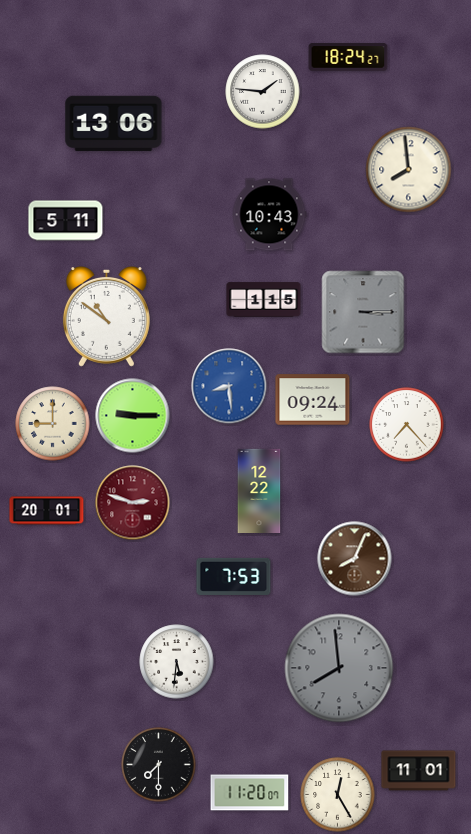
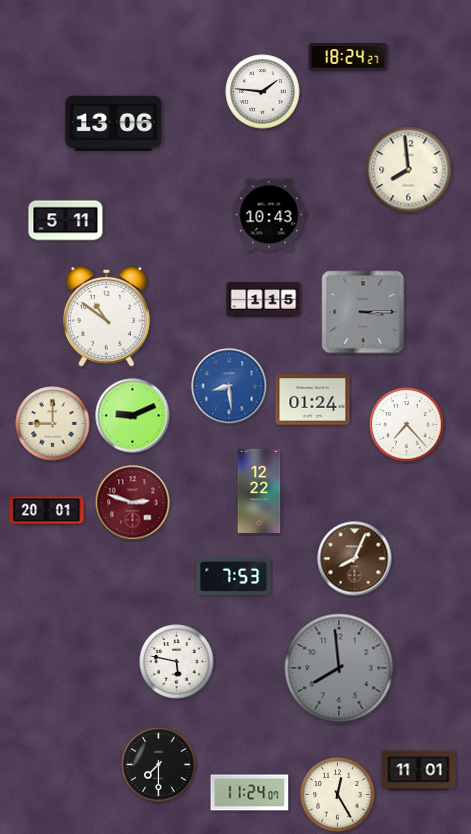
clock at (313, 400): 09:24 -> 01:24
clock at (133, 416): 9:15 -> 9:11
clock at (177, 662): 5:31 -> 5:47
clock at (250, 793): 11:20 -> 11:24
